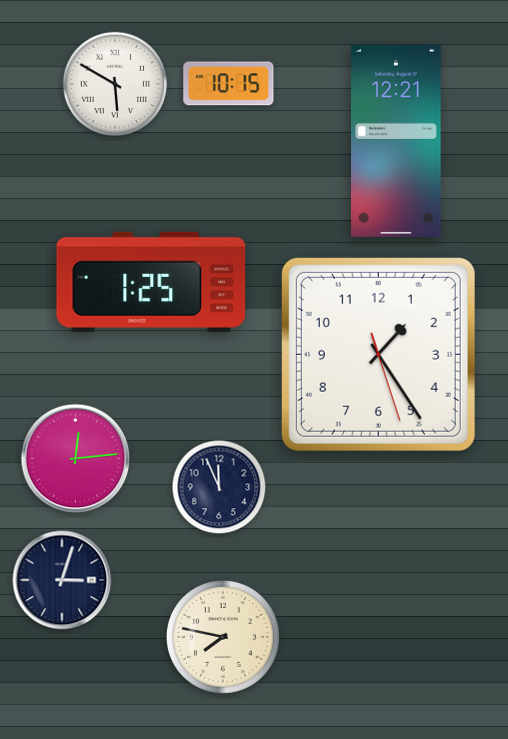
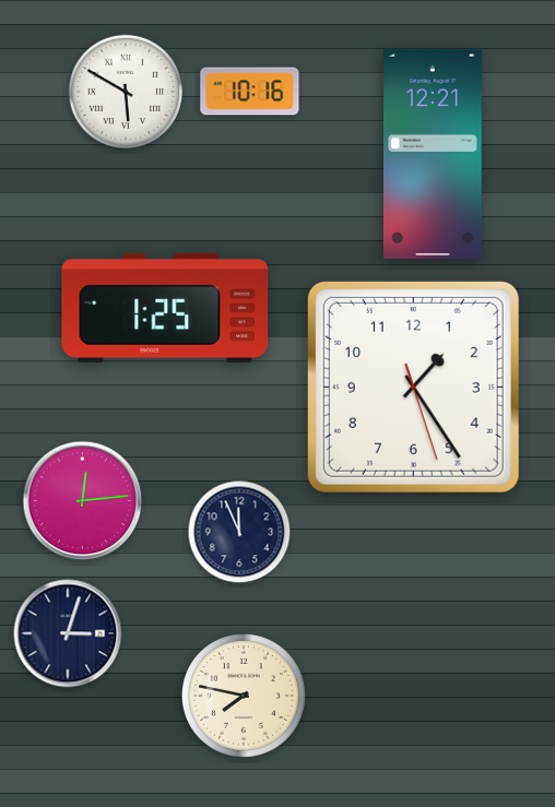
clock at (229, 84): 10:15 -> 10:16
